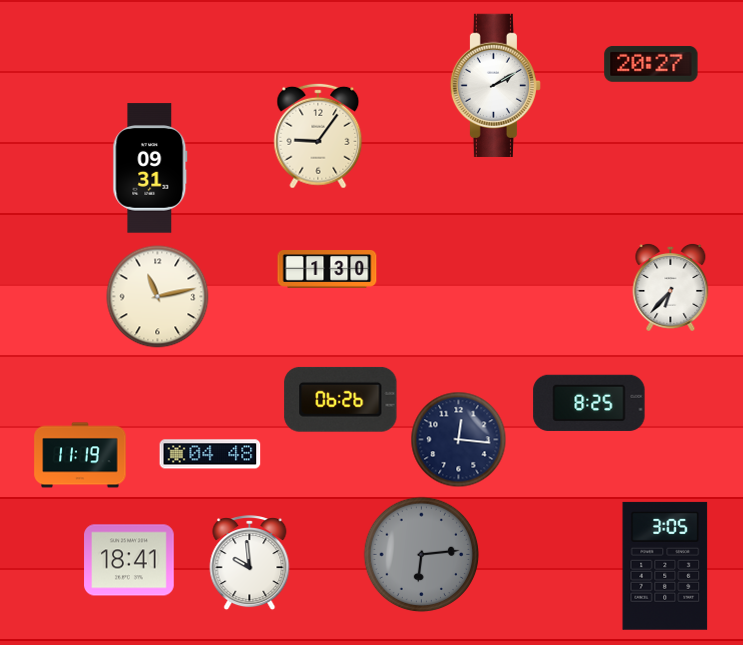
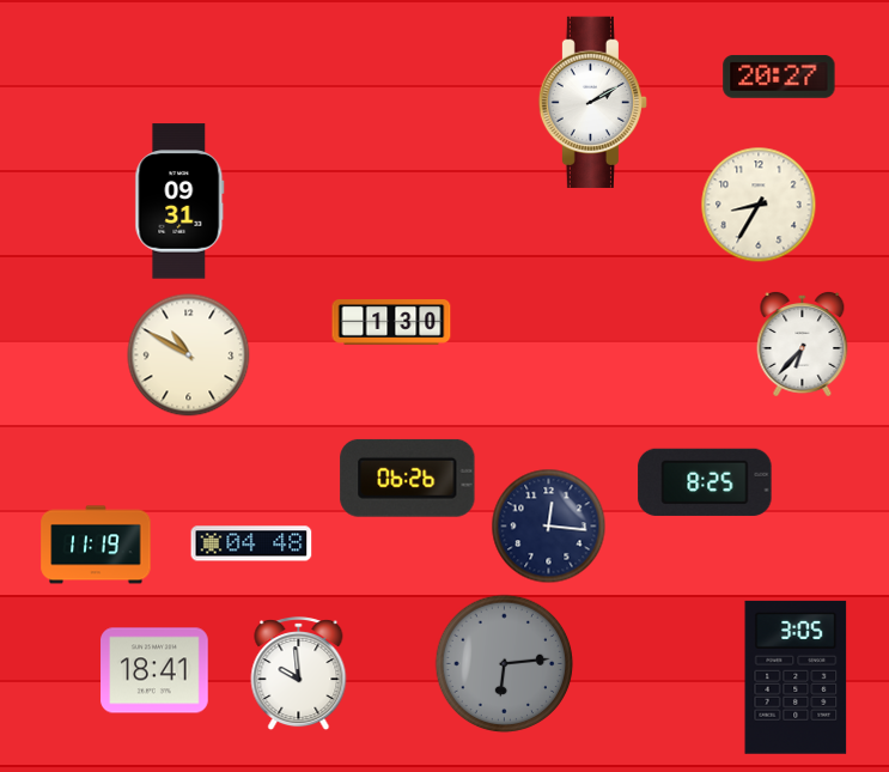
clock at (318, 136): 9:06 -> none
clock at (759, 205): none -> 8:35
clock at (158, 297): 11:13 -> 10:50
